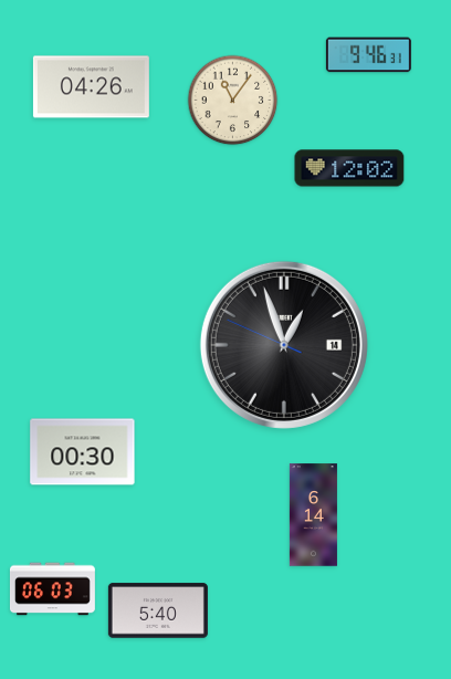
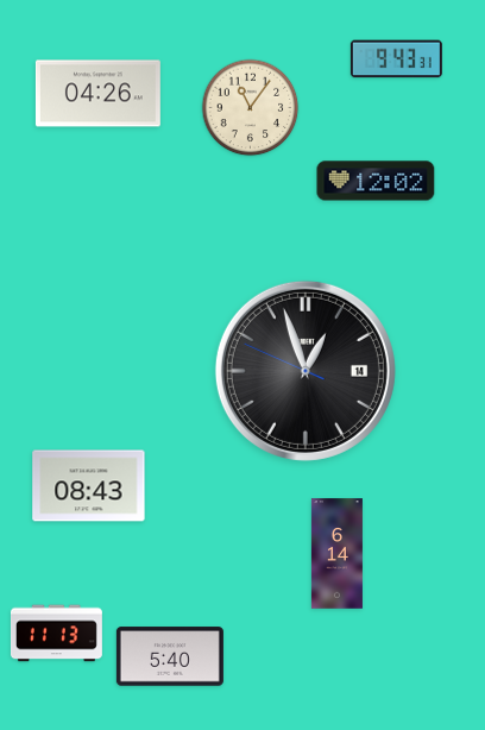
clock at (368, 55): 9:46 -> 9:43
clock at (83, 452): 00:30 -> 08:43
clock at (52, 589): 06:03 -> 11:13
